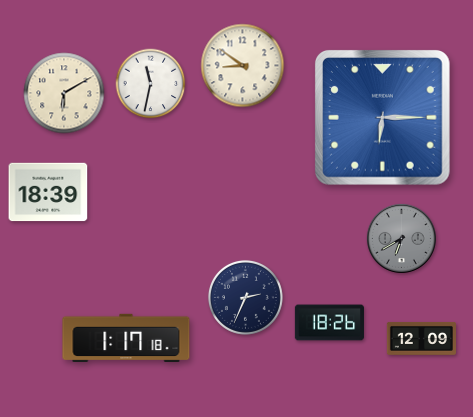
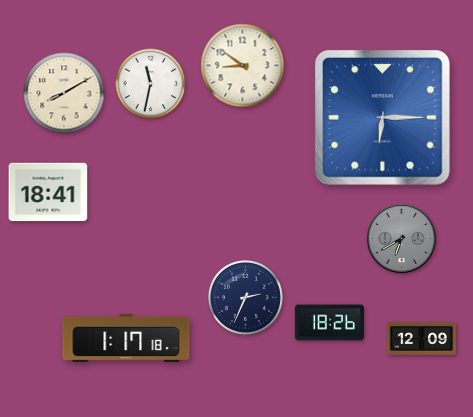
clock at (64, 93): 6:10 -> 8:10
clock at (48, 192): 18:39 -> 18:41
